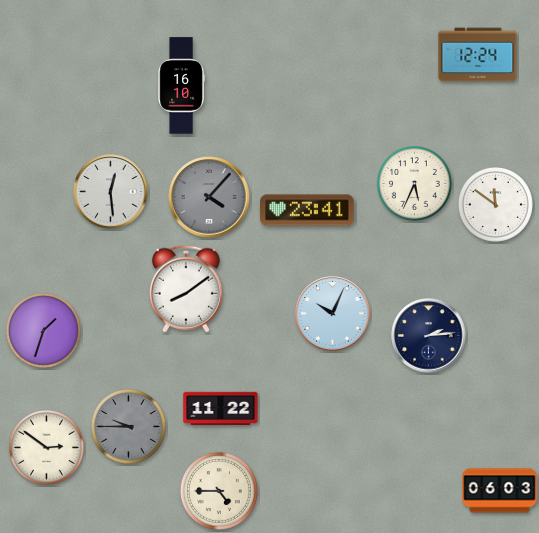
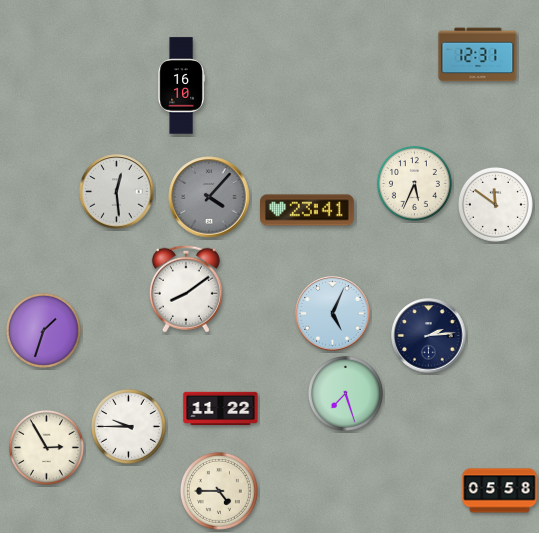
clock at (478, 55): 12:24 -> 12:31
clock at (111, 192) position: (111, 192) -> (117, 192)
clock at (333, 314): 10:04 -> 5:04
clock at (345, 393): none -> 7:27
clock at (128, 426) dial: grey -> white
clock at (46, 447): 2:51 -> 2:55
clock at (500, 491): 06:03 -> 05:58
